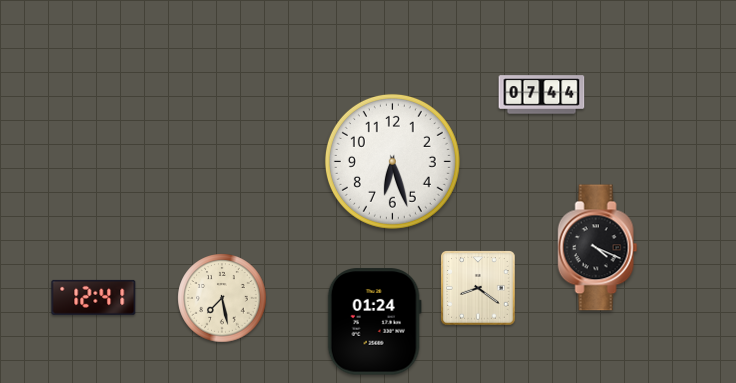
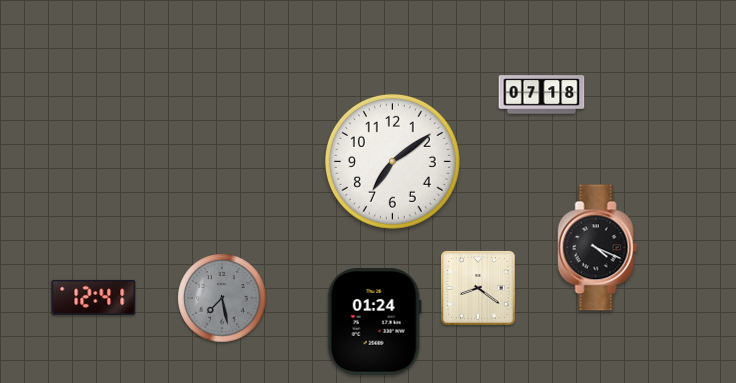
clock at (542, 95): 07:44 -> 07:18
clock at (392, 161): 6:27 -> 7:09
clock at (222, 298) dial: cream -> grey
